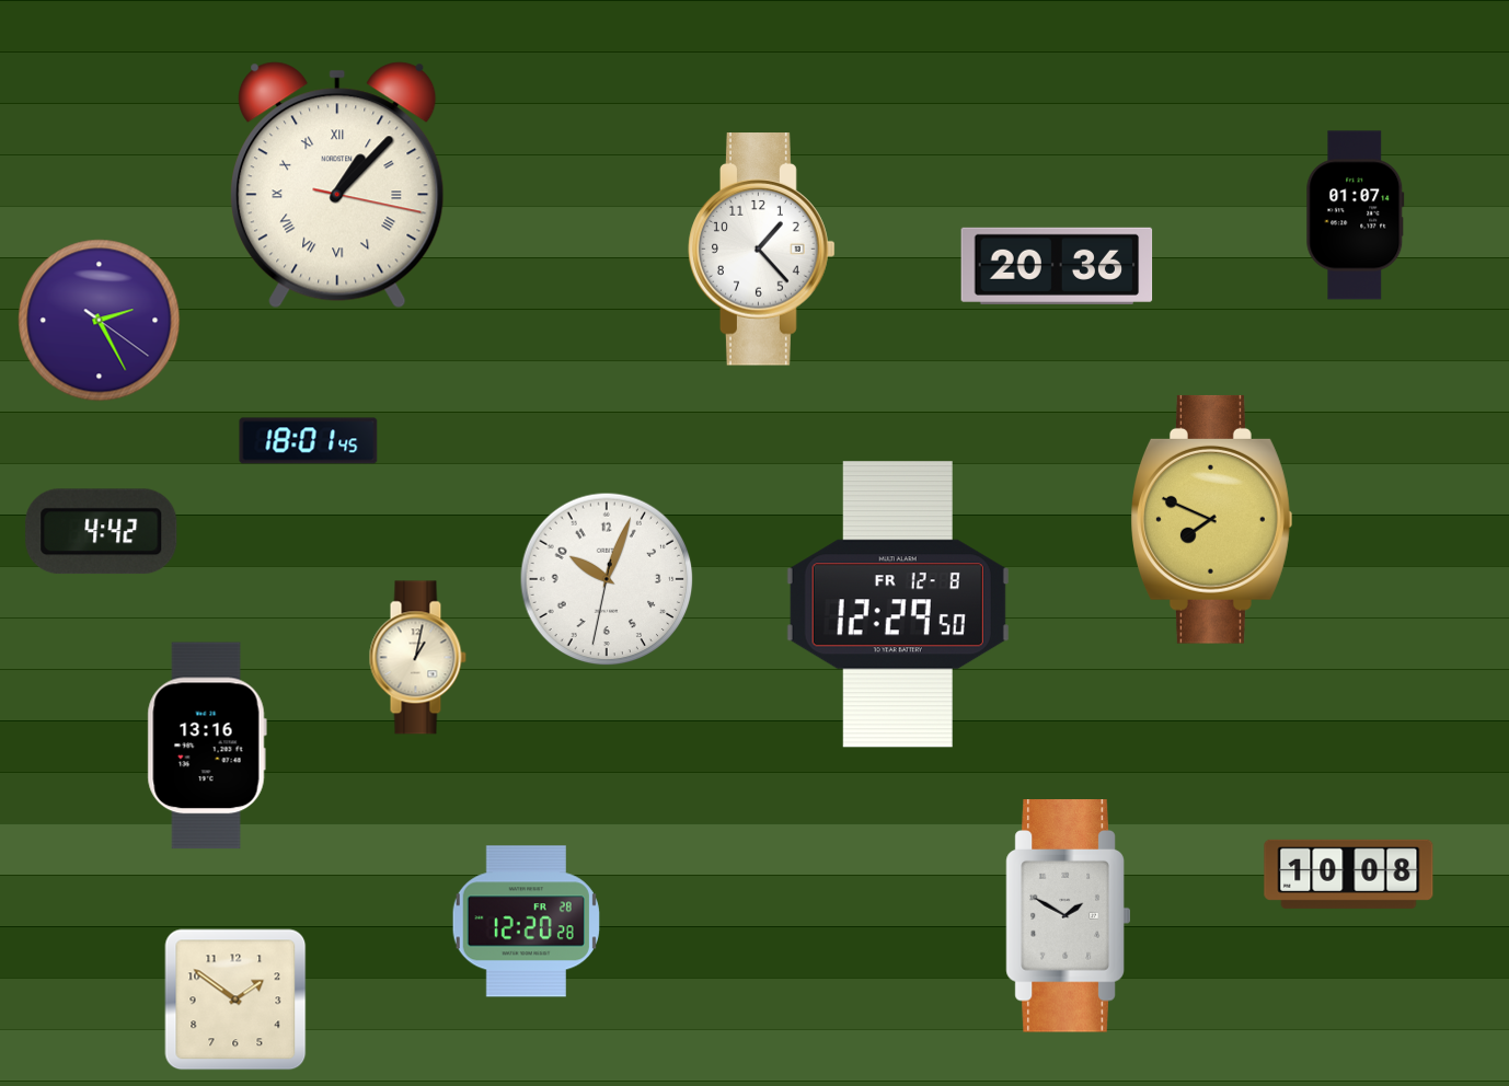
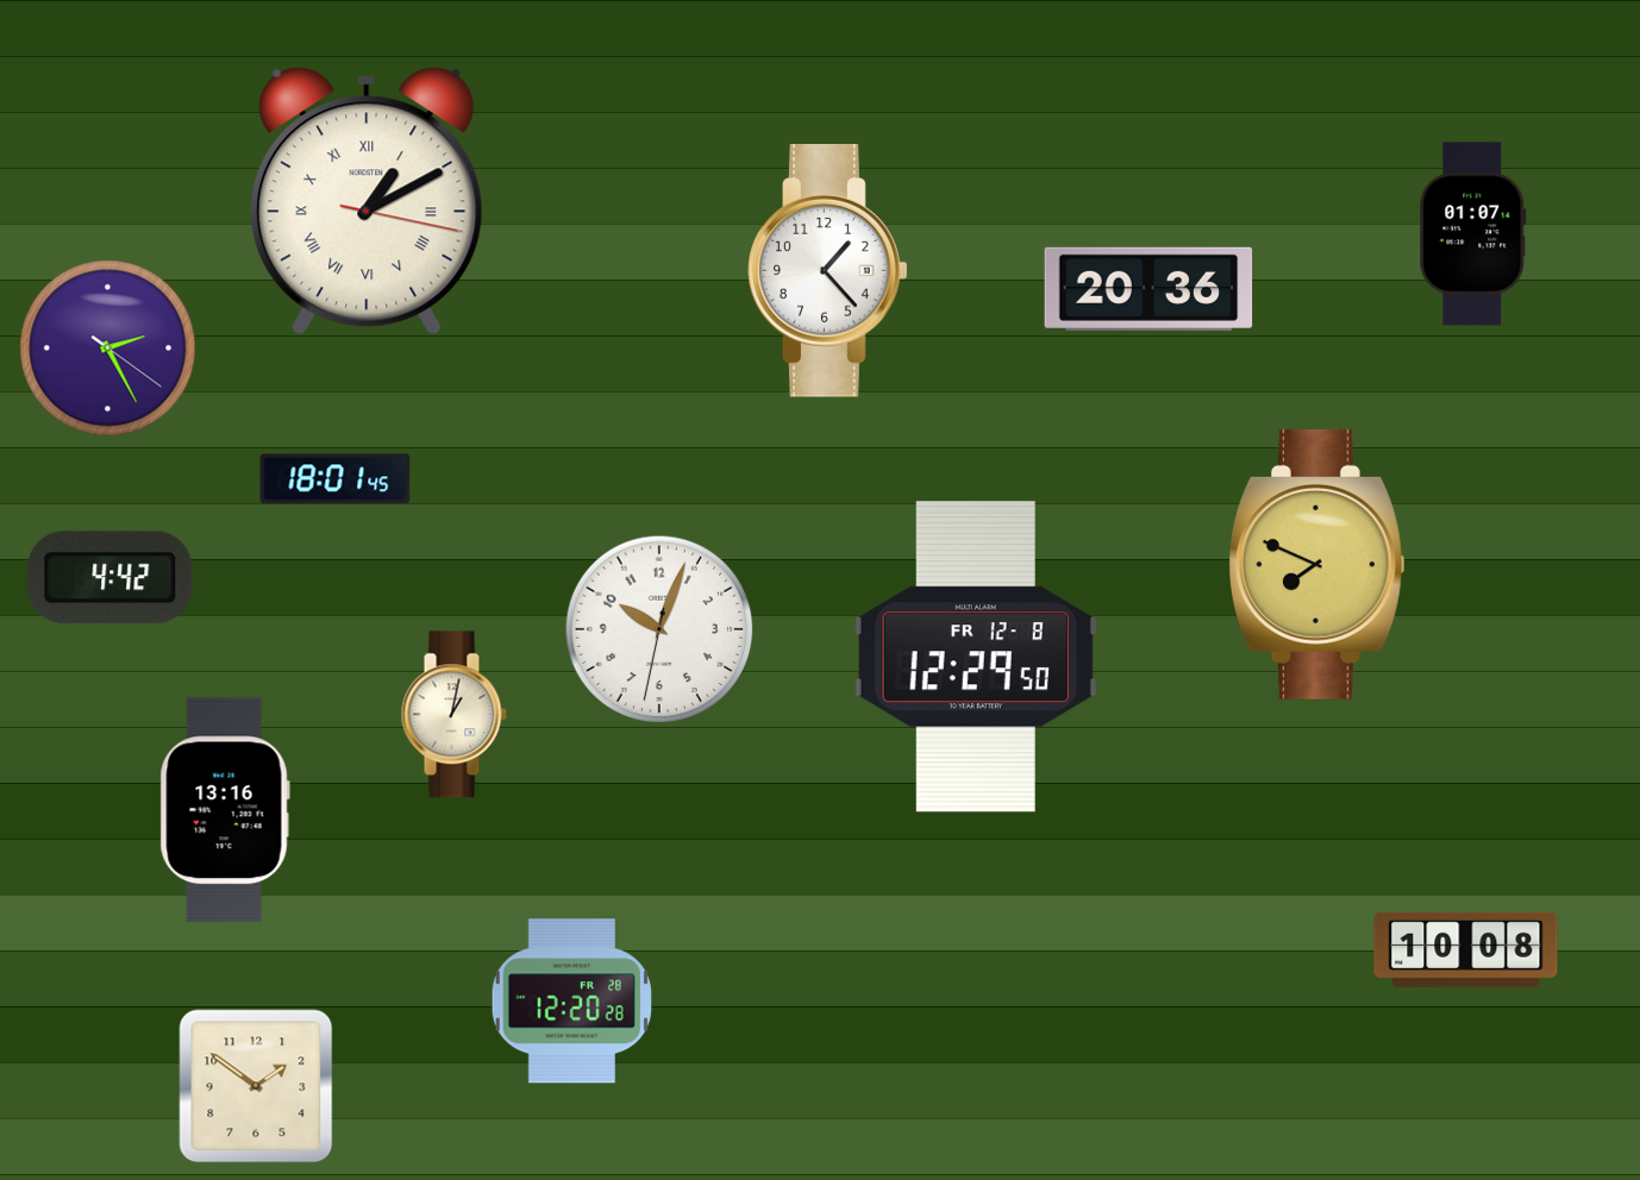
clock at (337, 185): 1:07 -> 1:10
clock at (1068, 916): 1:50 -> none
